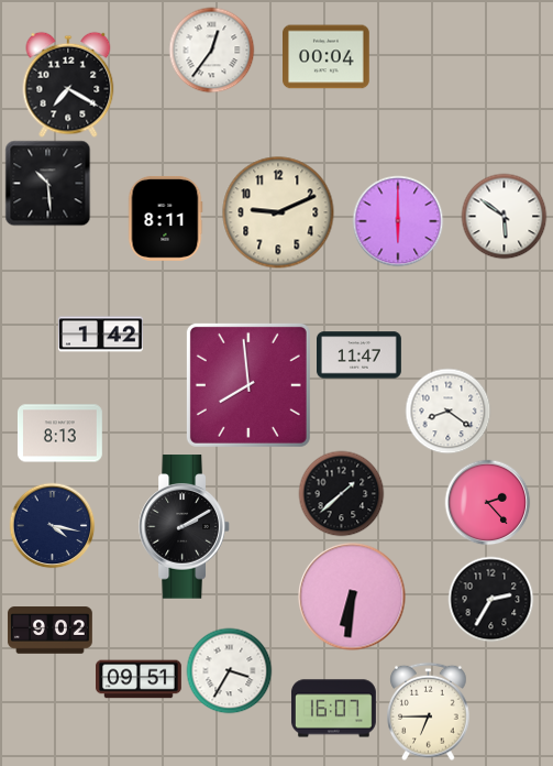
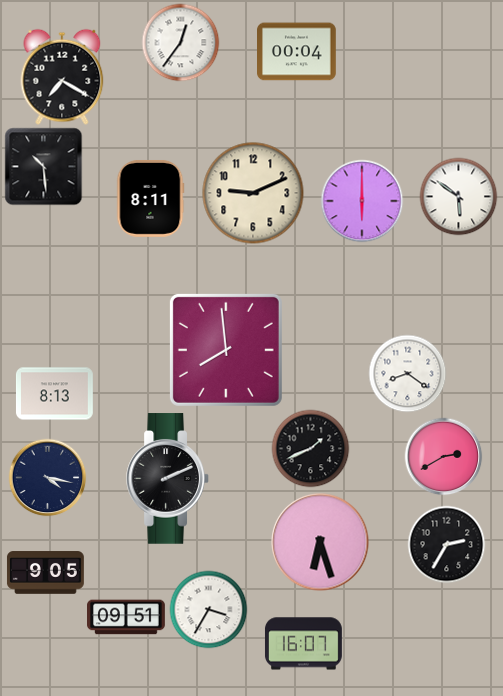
clock at (211, 50) position: (211, 50) -> (180, 42)
clock at (101, 335): 1:42 -> none
clock at (360, 355): 11:47 -> none
clock at (341, 493): 1:38 -> 1:41
clock at (487, 502): 2:23 -> 2:40
clock at (185, 527): 2:10 -> 2:11
clock at (352, 597): 6:31 -> 6:27
clock at (51, 631): 9:02 -> 9:05
clock at (429, 711): 6:45 -> none
